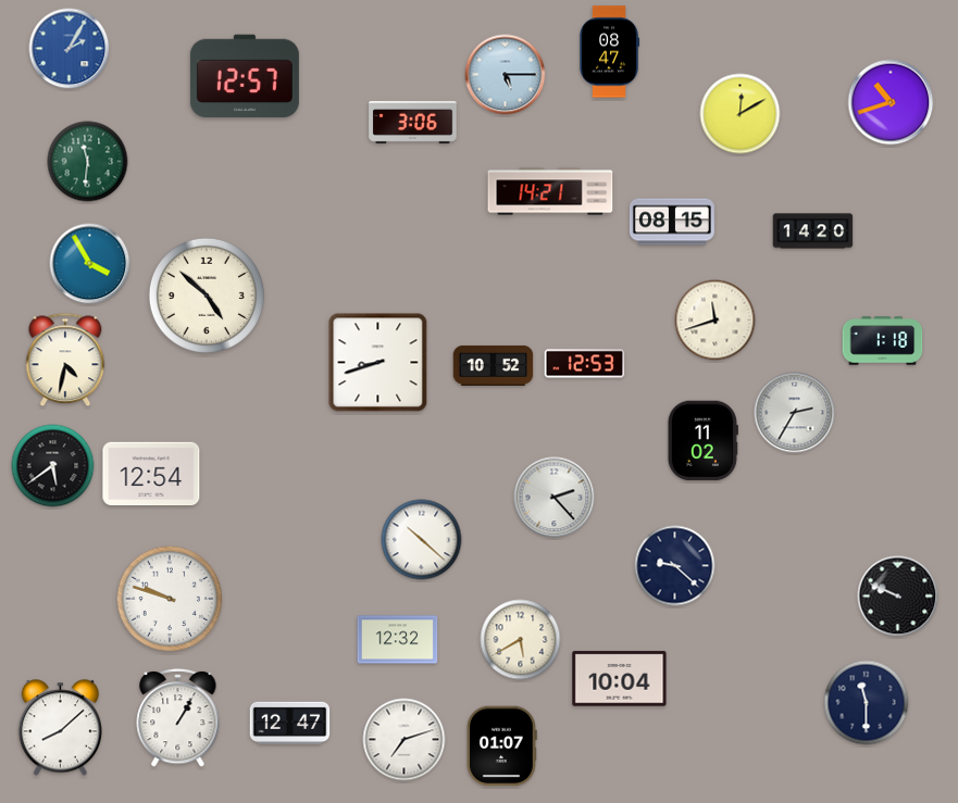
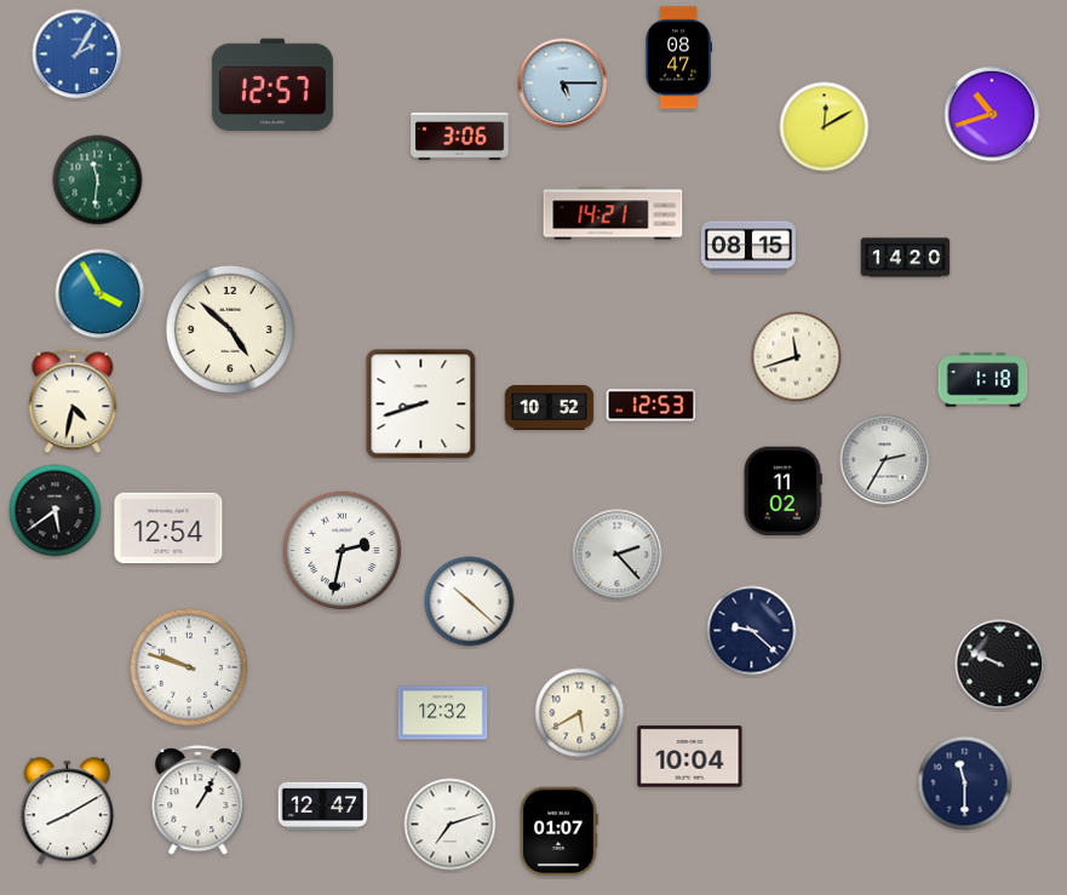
clock at (53, 466) position: (53, 466) -> (56, 511)
clock at (343, 551): none -> 2:32
clock at (60, 728): 8:08 -> 8:10
